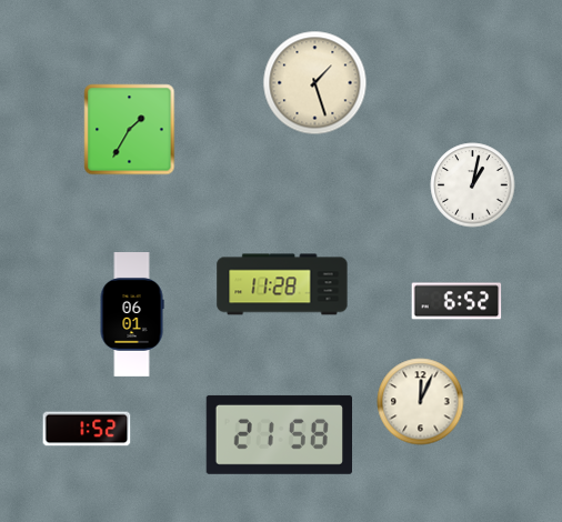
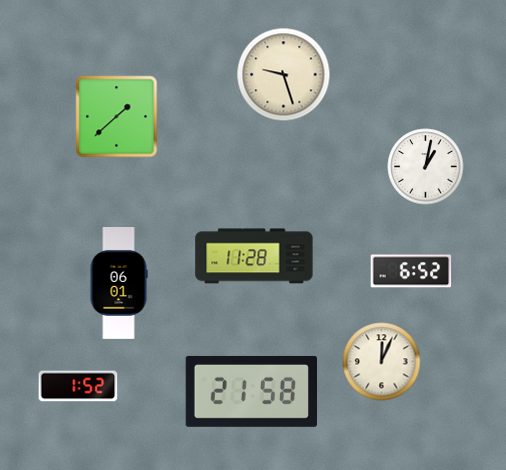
clock at (315, 83): 1:27 -> 9:27
clock at (130, 130): 1:35 -> 1:38
clock at (421, 402) position: (421, 402) -> (382, 362)
